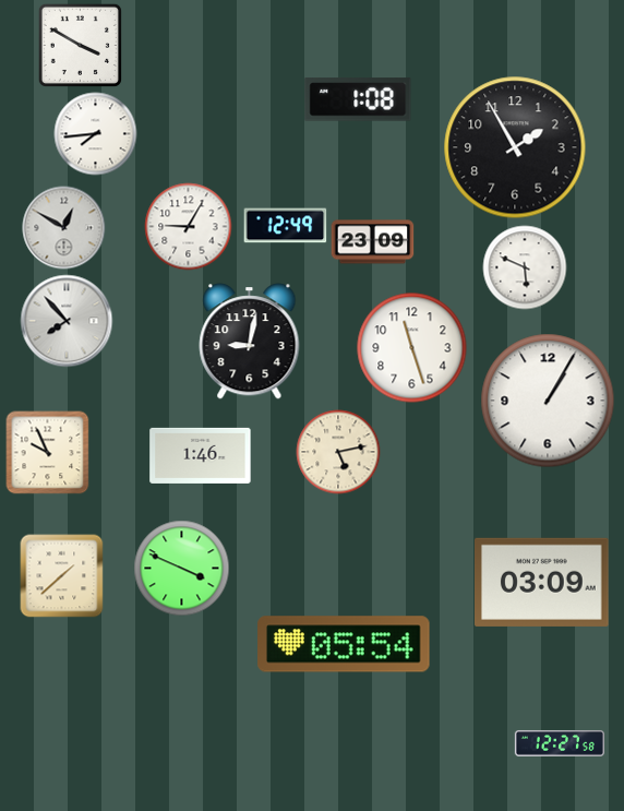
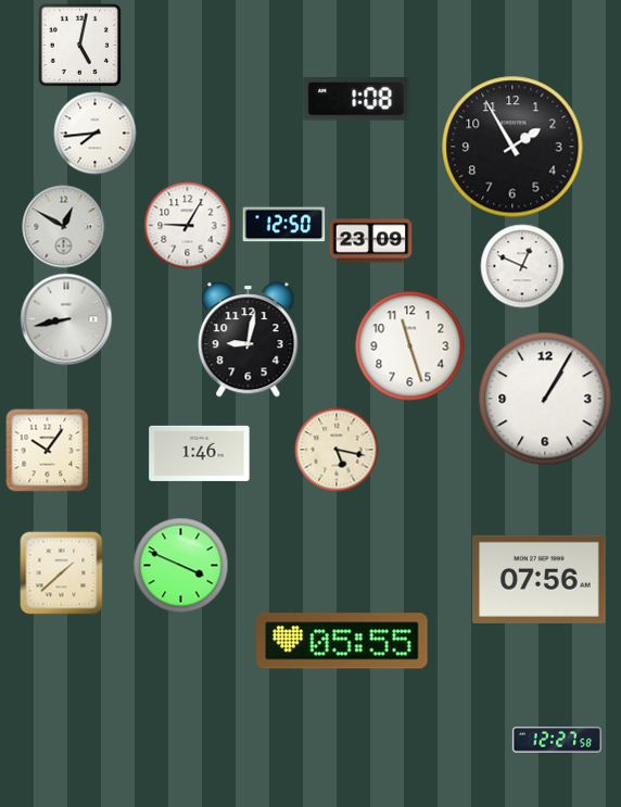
clock at (80, 45): 3:50 -> 5:02
clock at (286, 226): 12:49 -> 12:50
clock at (525, 267): 5:49 -> 12:49
clock at (67, 321): 7:53 -> 8:43
clock at (338, 452): 5:13 -> 5:17
clock at (48, 453): 9:56 -> 10:06
clock at (542, 582): 03:09 -> 07:56
clock at (344, 644): 05:54 -> 05:55
